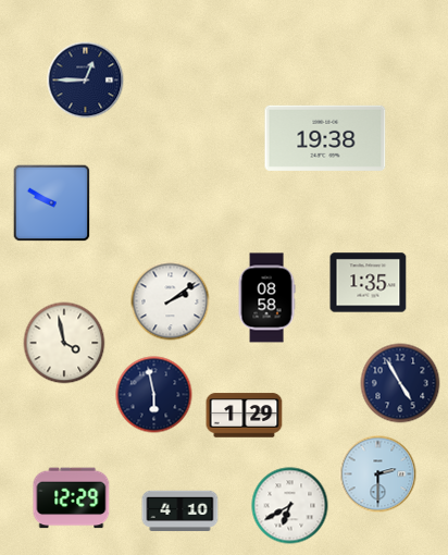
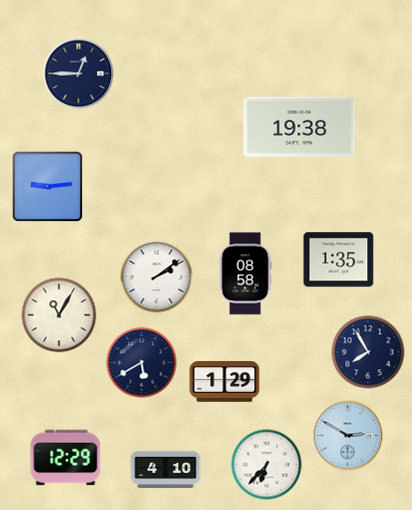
clock at (52, 203): 9:50 -> 9:14
clock at (64, 343): 3:58 -> 11:05
clock at (400, 383): 4:55 -> 7:55
clock at (154, 395): 5:58 -> 5:40
clock at (378, 474): 2:30 -> 2:50
clock at (290, 506): 6:40 -> 6:37
